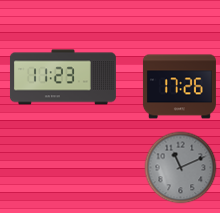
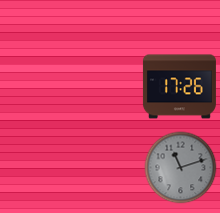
clock at (63, 77): 11:23 -> none
clock at (181, 168): 11:11 -> 11:12
